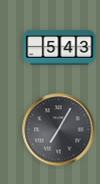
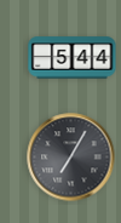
clock at (60, 48): 5:43 -> 5:44
